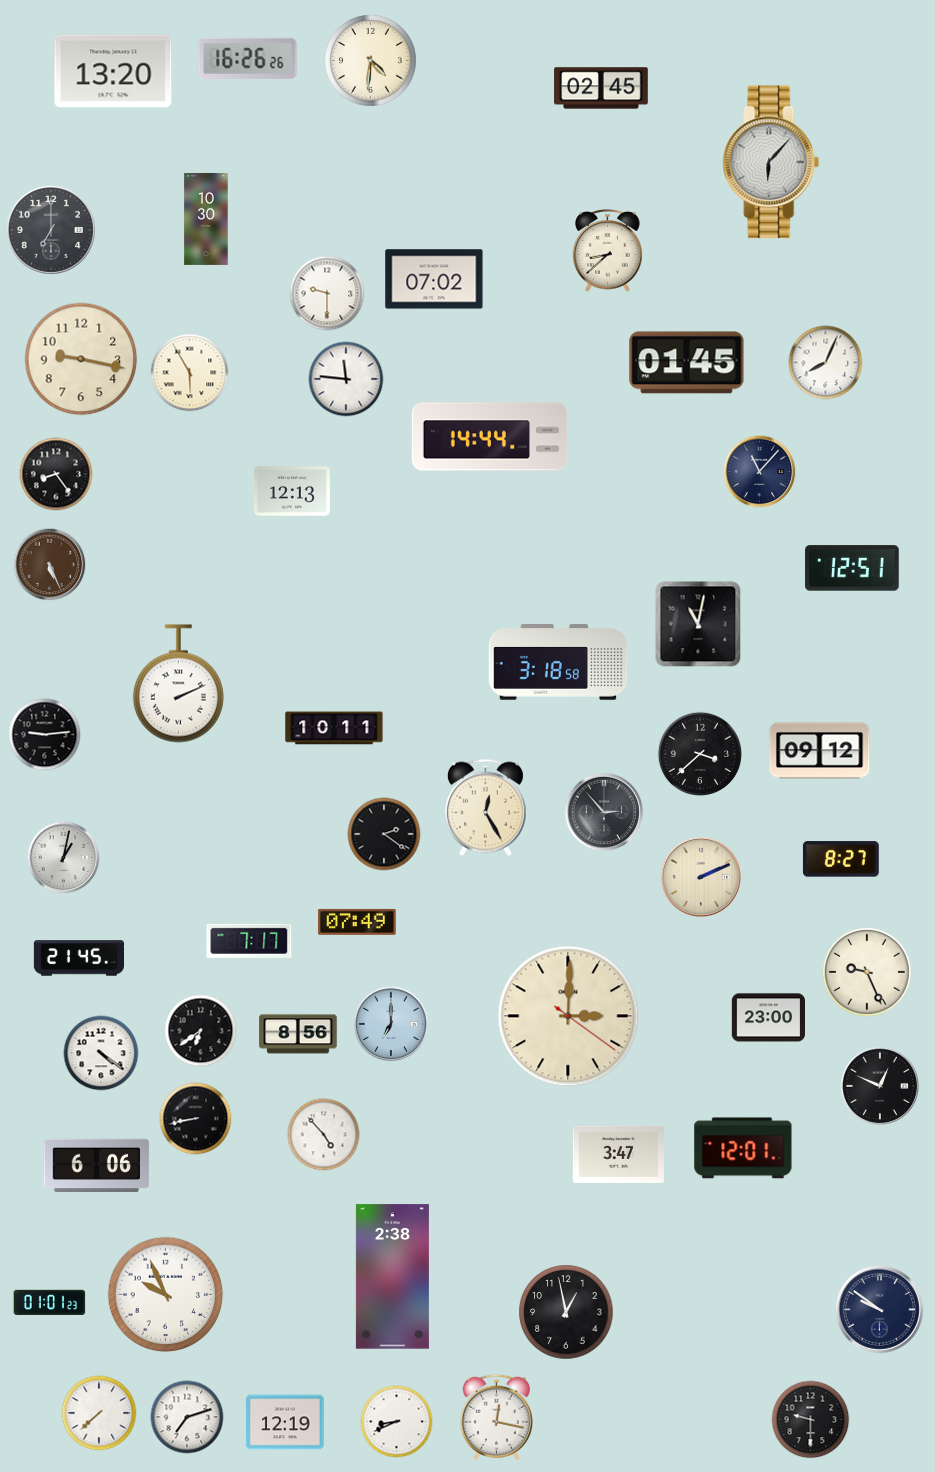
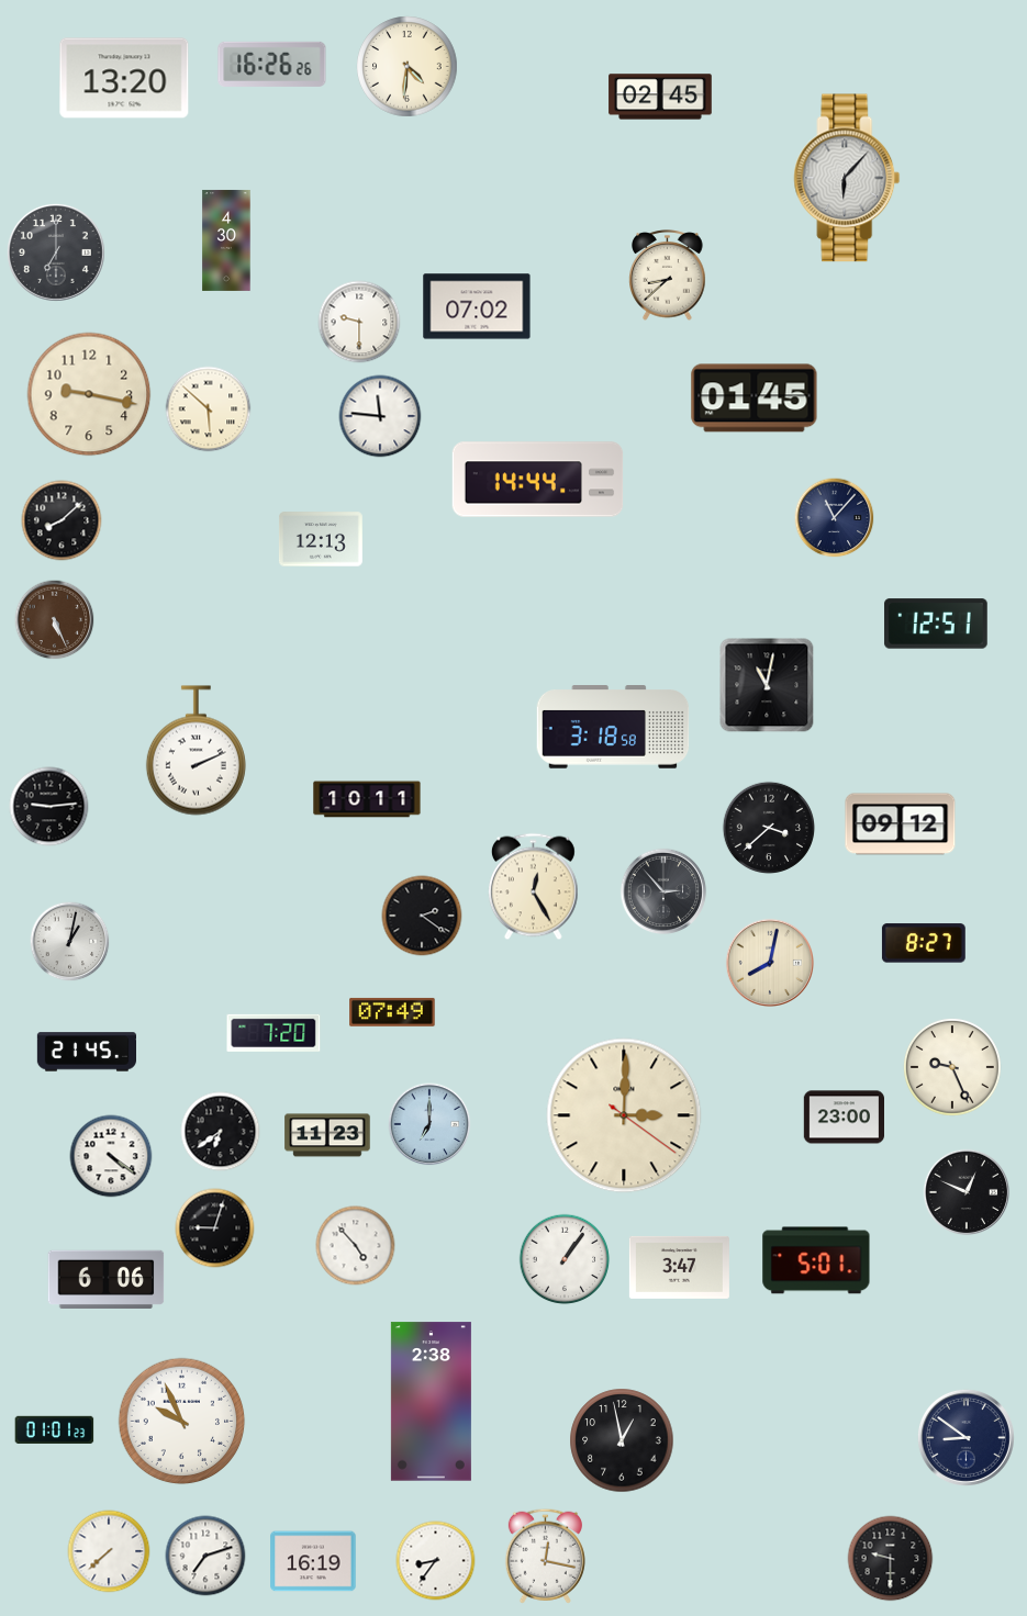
clock at (206, 219): 10:30 -> 4:30
clock at (826, 363): 8:04 -> none
clock at (190, 373): 5:55 -> 5:52
clock at (56, 474): 8:24 -> 8:08
clock at (700, 876): 2:11 -> 8:02
clock at (249, 941): 7:17 -> 7:20
clock at (298, 1034): 8:56 -> 11:23
clock at (196, 1119): 8:43 -> 9:03
clock at (565, 1259): none -> 1:06
clock at (743, 1148): 12:01 -> 5:01
clock at (879, 1309): 9:51 -> 8:51
clock at (285, 1422): 12:19 -> 16:19
clock at (397, 1422): 8:41 -> 8:36
